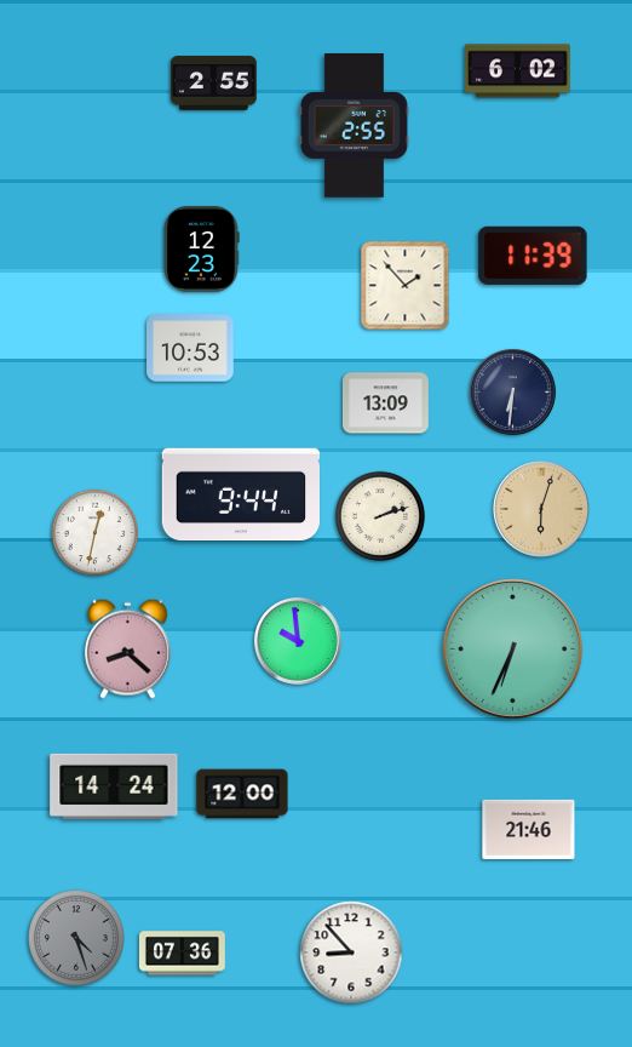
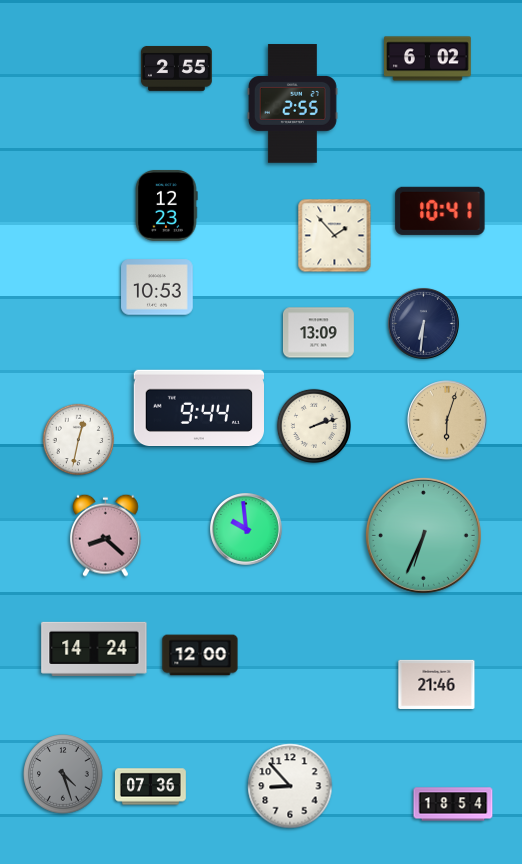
clock at (533, 256): 11:39 -> 10:41
clock at (453, 804): none -> 18:54
